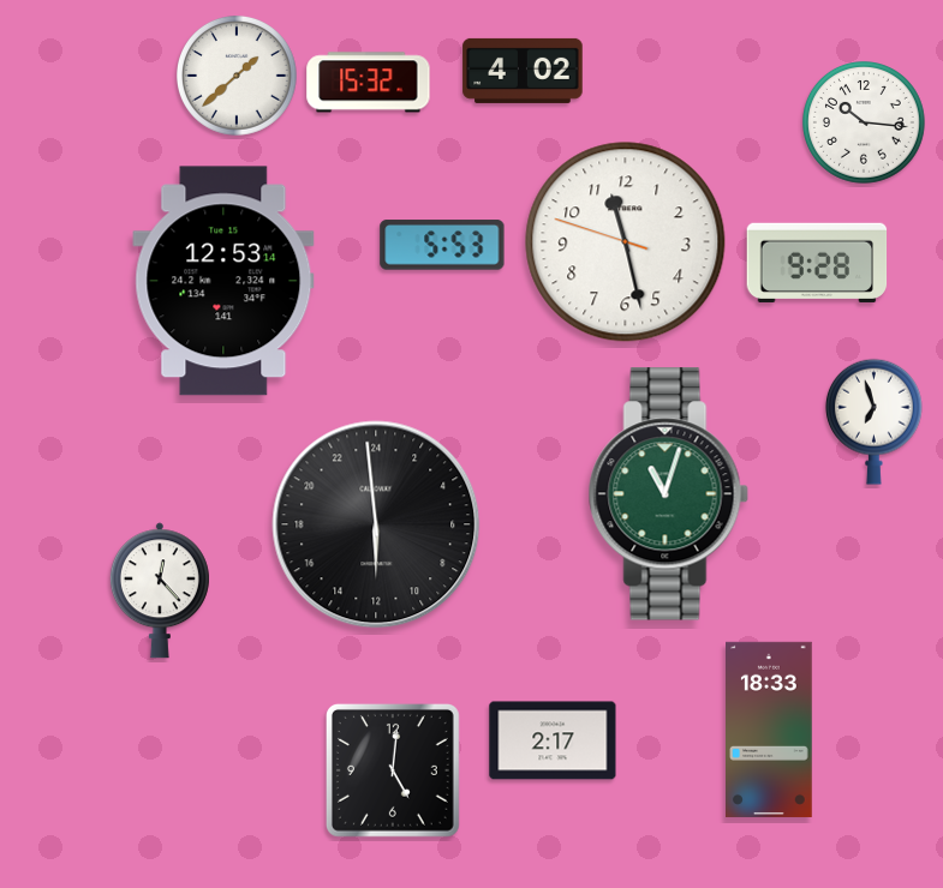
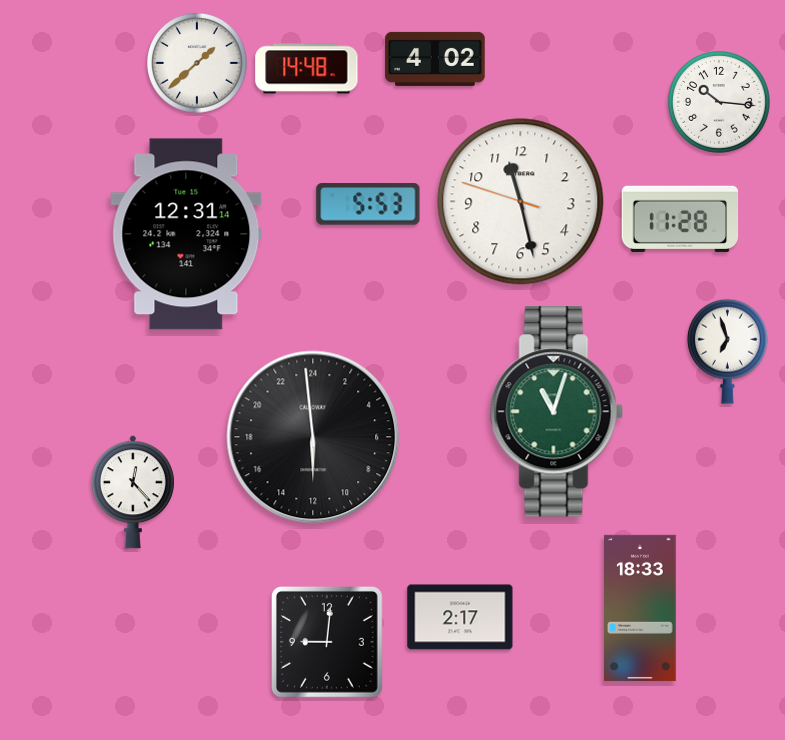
clock at (369, 83): 15:32 -> 14:48
clock at (817, 263): 9:28 -> 11:28
clock at (223, 281): 12:53 -> 12:31
clock at (393, 770): 5:01 -> 9:01
